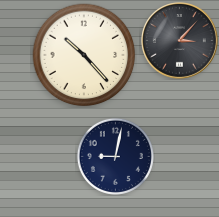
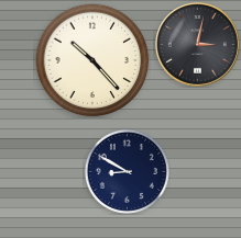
clock at (180, 41): 3:07 -> 3:02
clock at (115, 156): 9:02 -> 8:50
